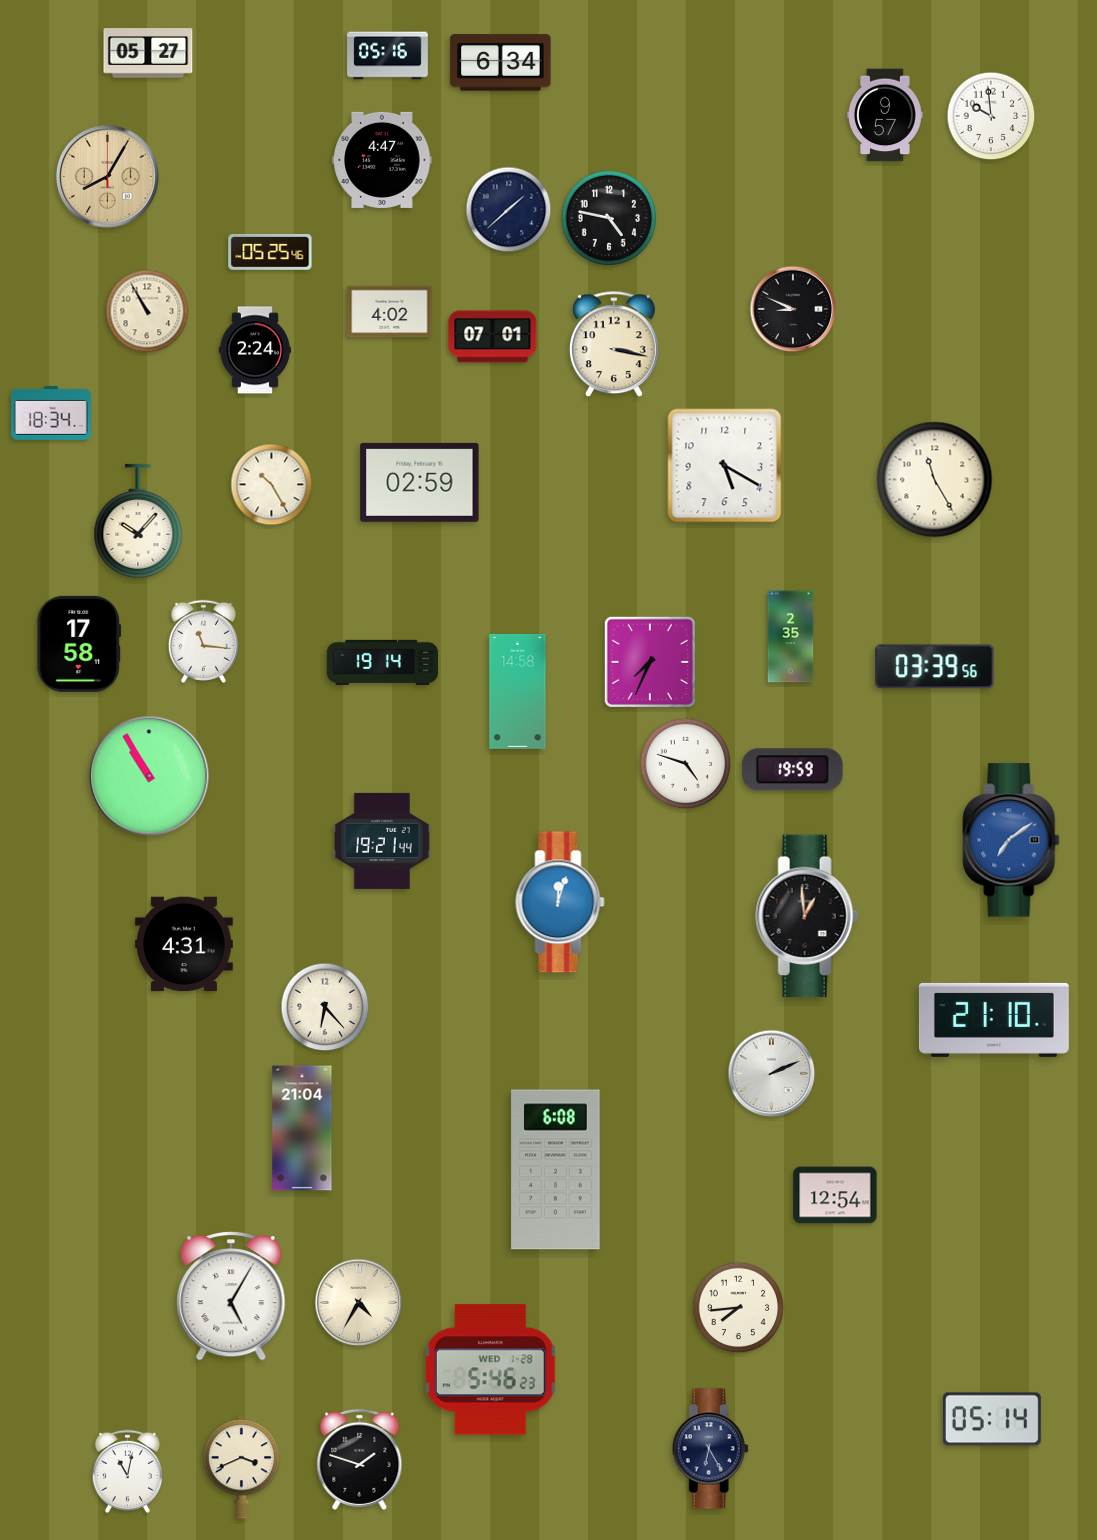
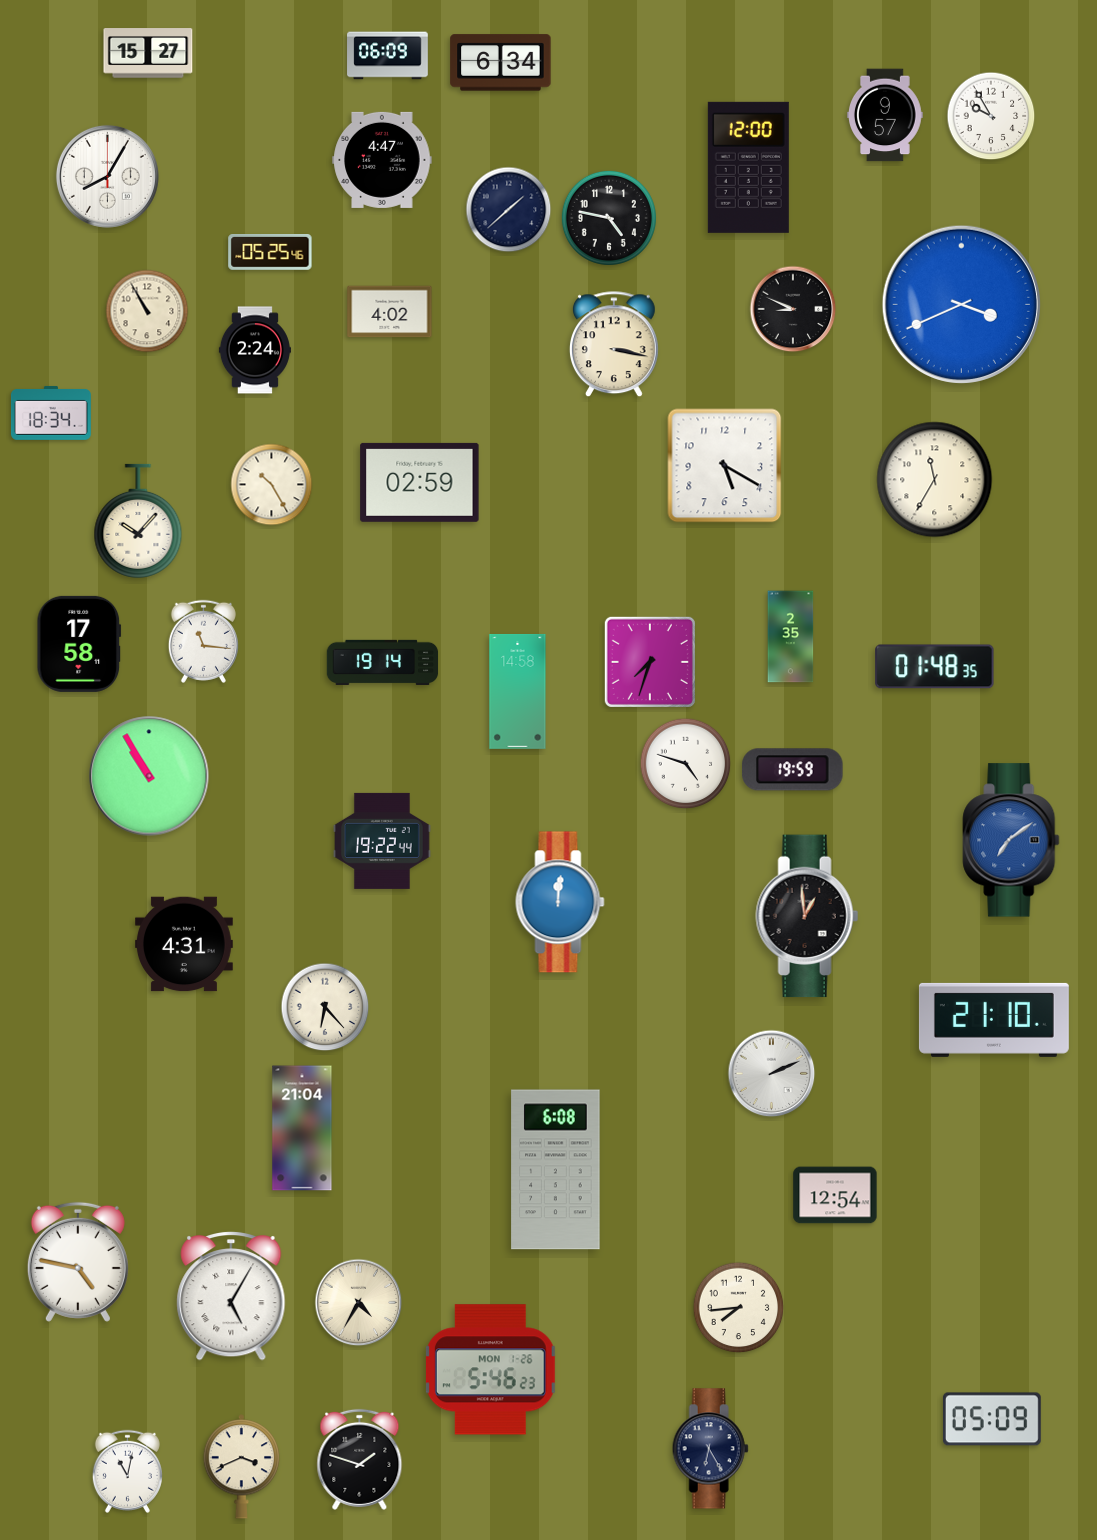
clock at (148, 53): 05:27 -> 15:27
clock at (388, 56): 05:16 -> 06:09
clock at (991, 116): 9:59 -> 9:55
clock at (748, 167): none -> 12:00
clock at (107, 176) dial: champagne -> white
clock at (961, 304): none -> 3:41
clock at (493, 337): 07:01 -> none
clock at (935, 480): 11:25 -> 11:35
clock at (650, 662): 7:34 -> 7:33
clock at (935, 667): 03:39 -> 01:48
clock at (383, 841): 19:21 -> 19:22
clock at (560, 902): 12:03 -> 12:01
clock at (78, 1262): none -> 4:47
clock at (490, 1370) date: WED 1-28 -> MON 1-26
clock at (992, 1419): 05:14 -> 05:09
